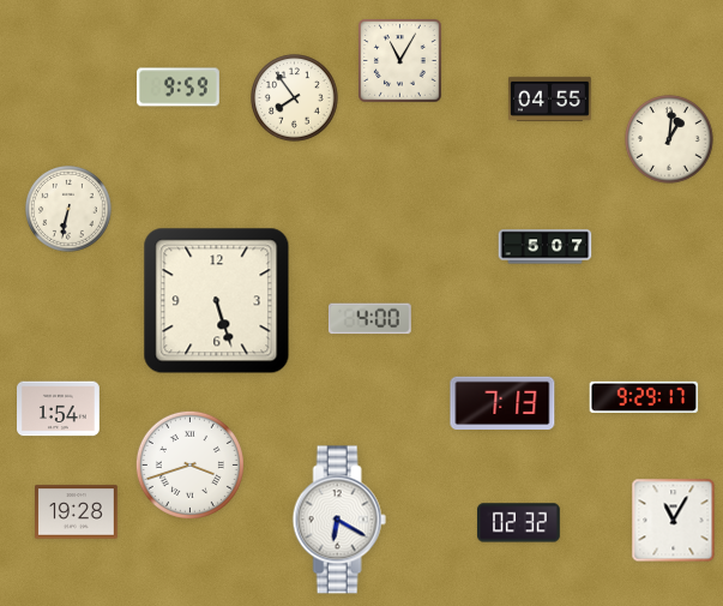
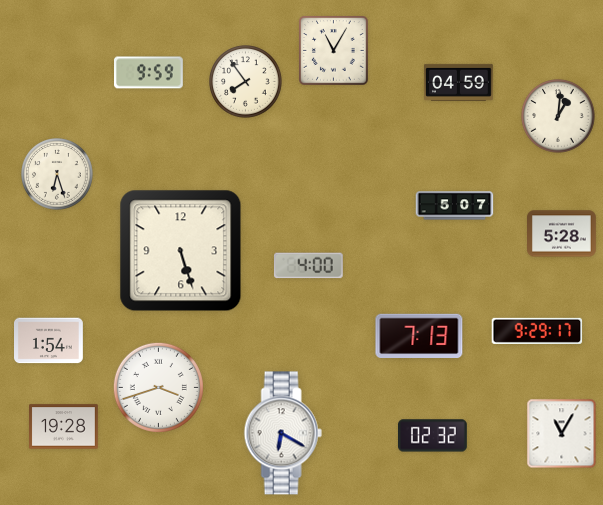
clock at (550, 98): 04:55 -> 04:59
clock at (70, 210): 6:32 -> 6:27
clock at (562, 234): none -> 5:28
